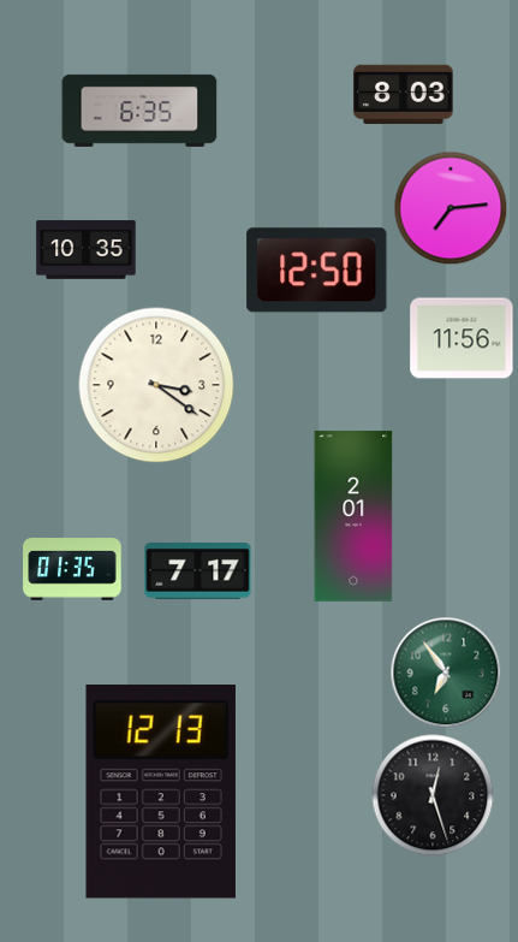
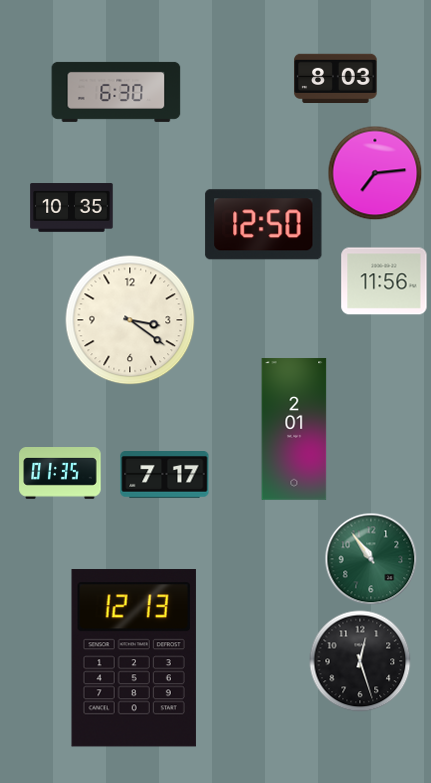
clock at (139, 111): 6:35 -> 6:30
clock at (446, 673): 6:54 -> 10:54
